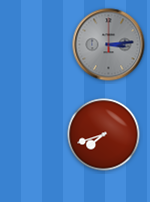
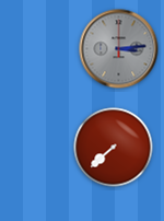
clock at (104, 135): 7:42 -> 7:38
